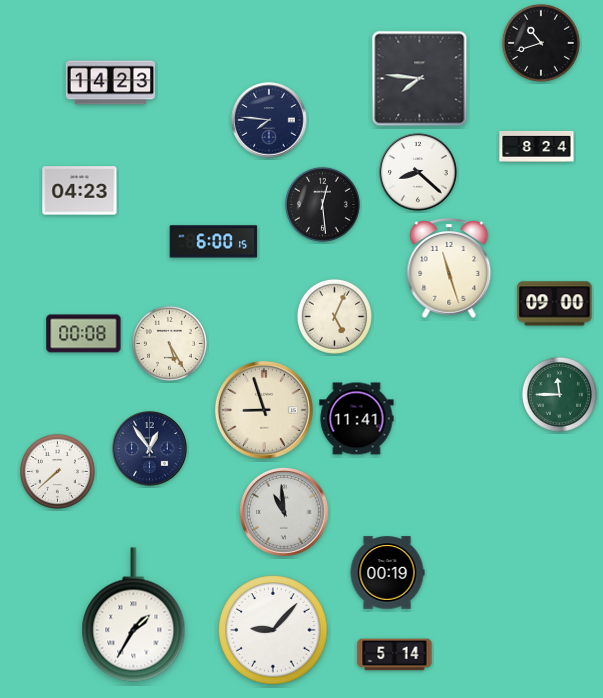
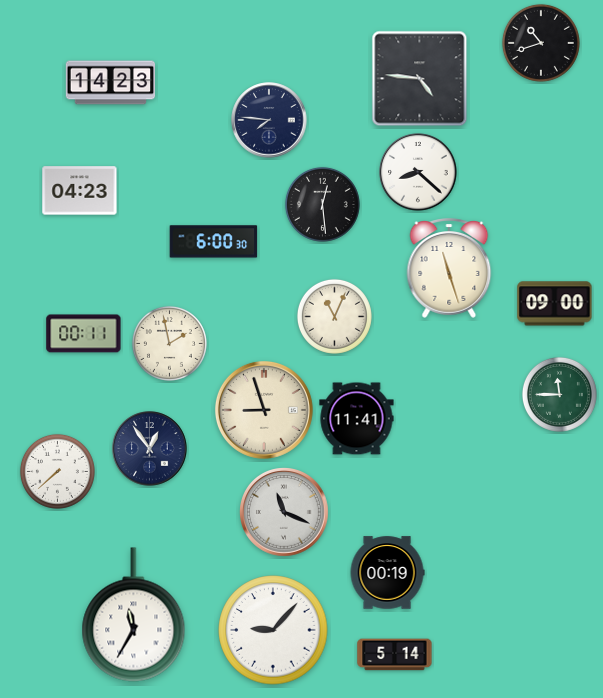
clock at (420, 79): 7:46 -> 4:46
clock at (537, 146): 8:24 -> none
clock at (214, 242): 6:00:15 -> 6:00:30
clock at (334, 316): 5:04 -> 11:04
clock at (84, 334): 00:08 -> 00:11
clock at (169, 343): 5:25 -> 1:58
clock at (285, 513): 10:59 -> 11:19
clock at (134, 615): 1:35 -> 11:35
